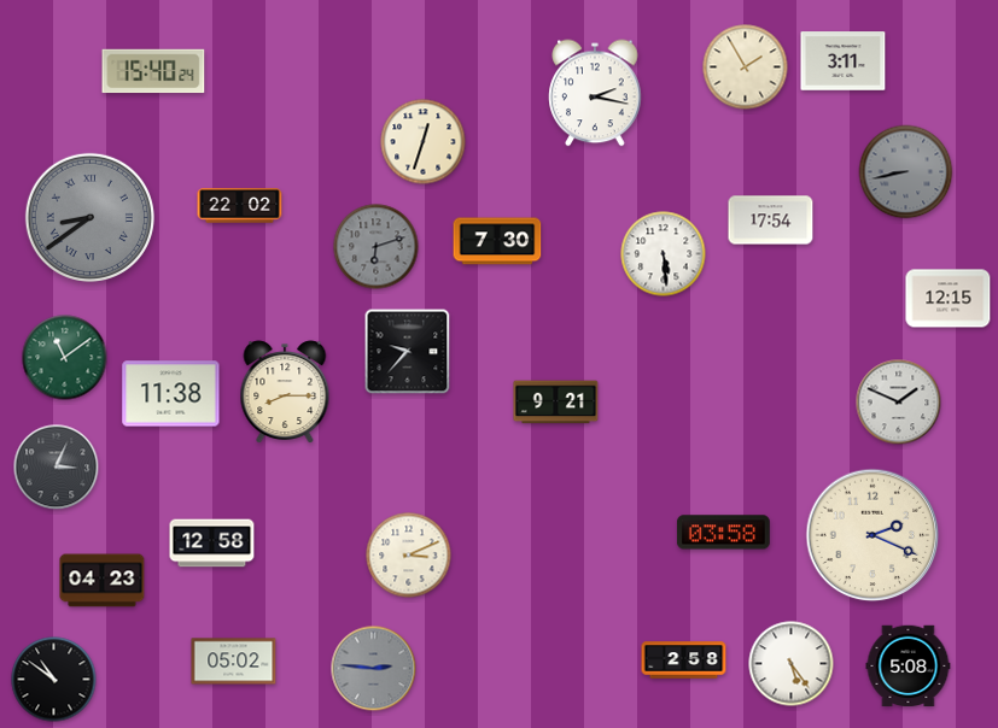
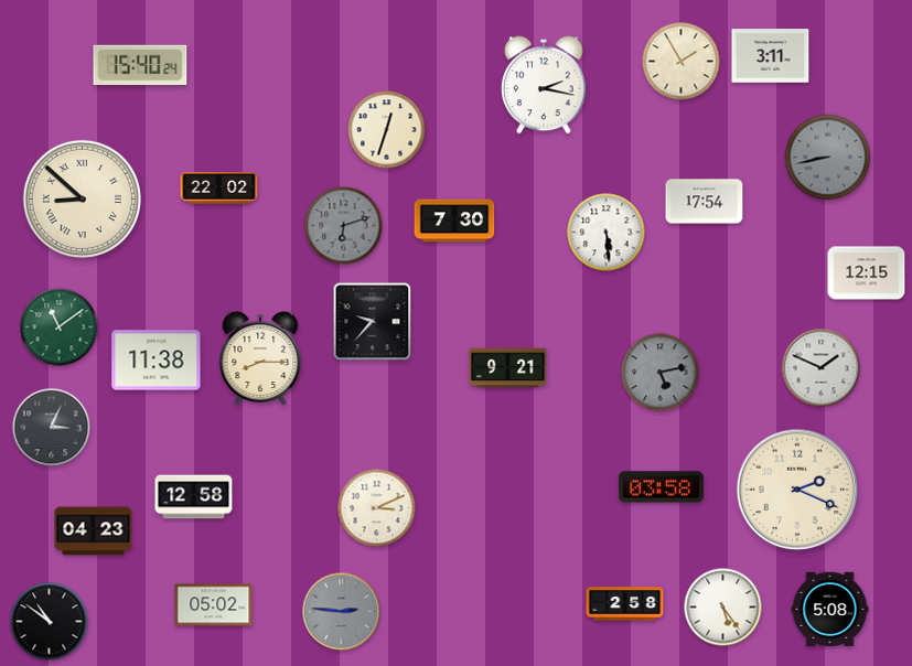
clock at (89, 217): 8:39 -> 8:52
clock at (89, 217) dial: grey -> cream
clock at (661, 373): none -> 5:13
clock at (409, 556) position: (409, 556) -> (377, 508)
